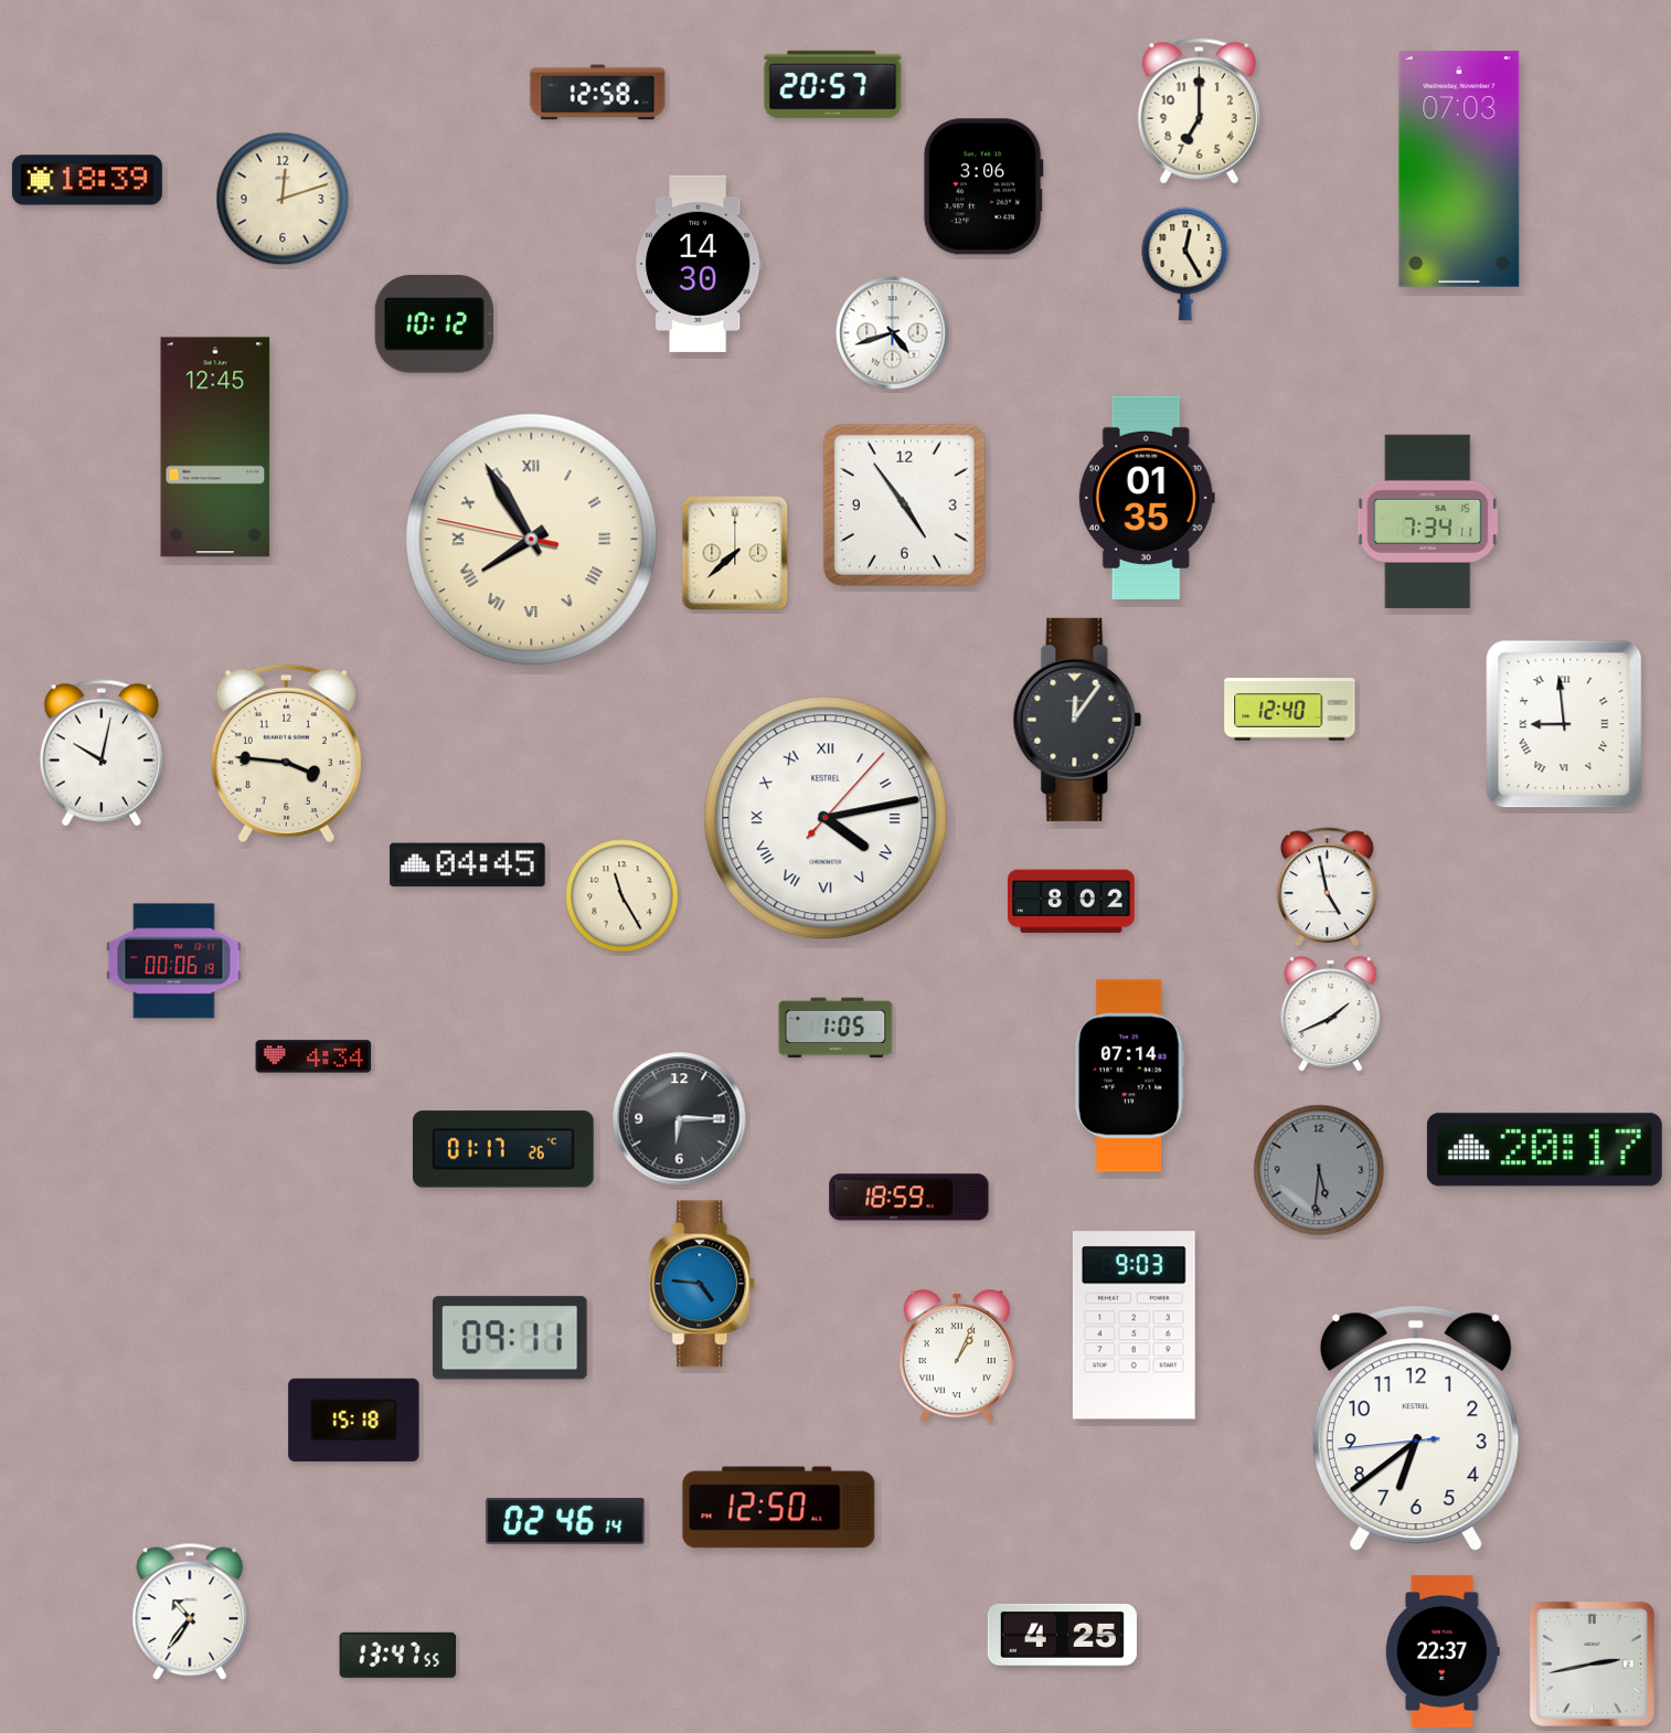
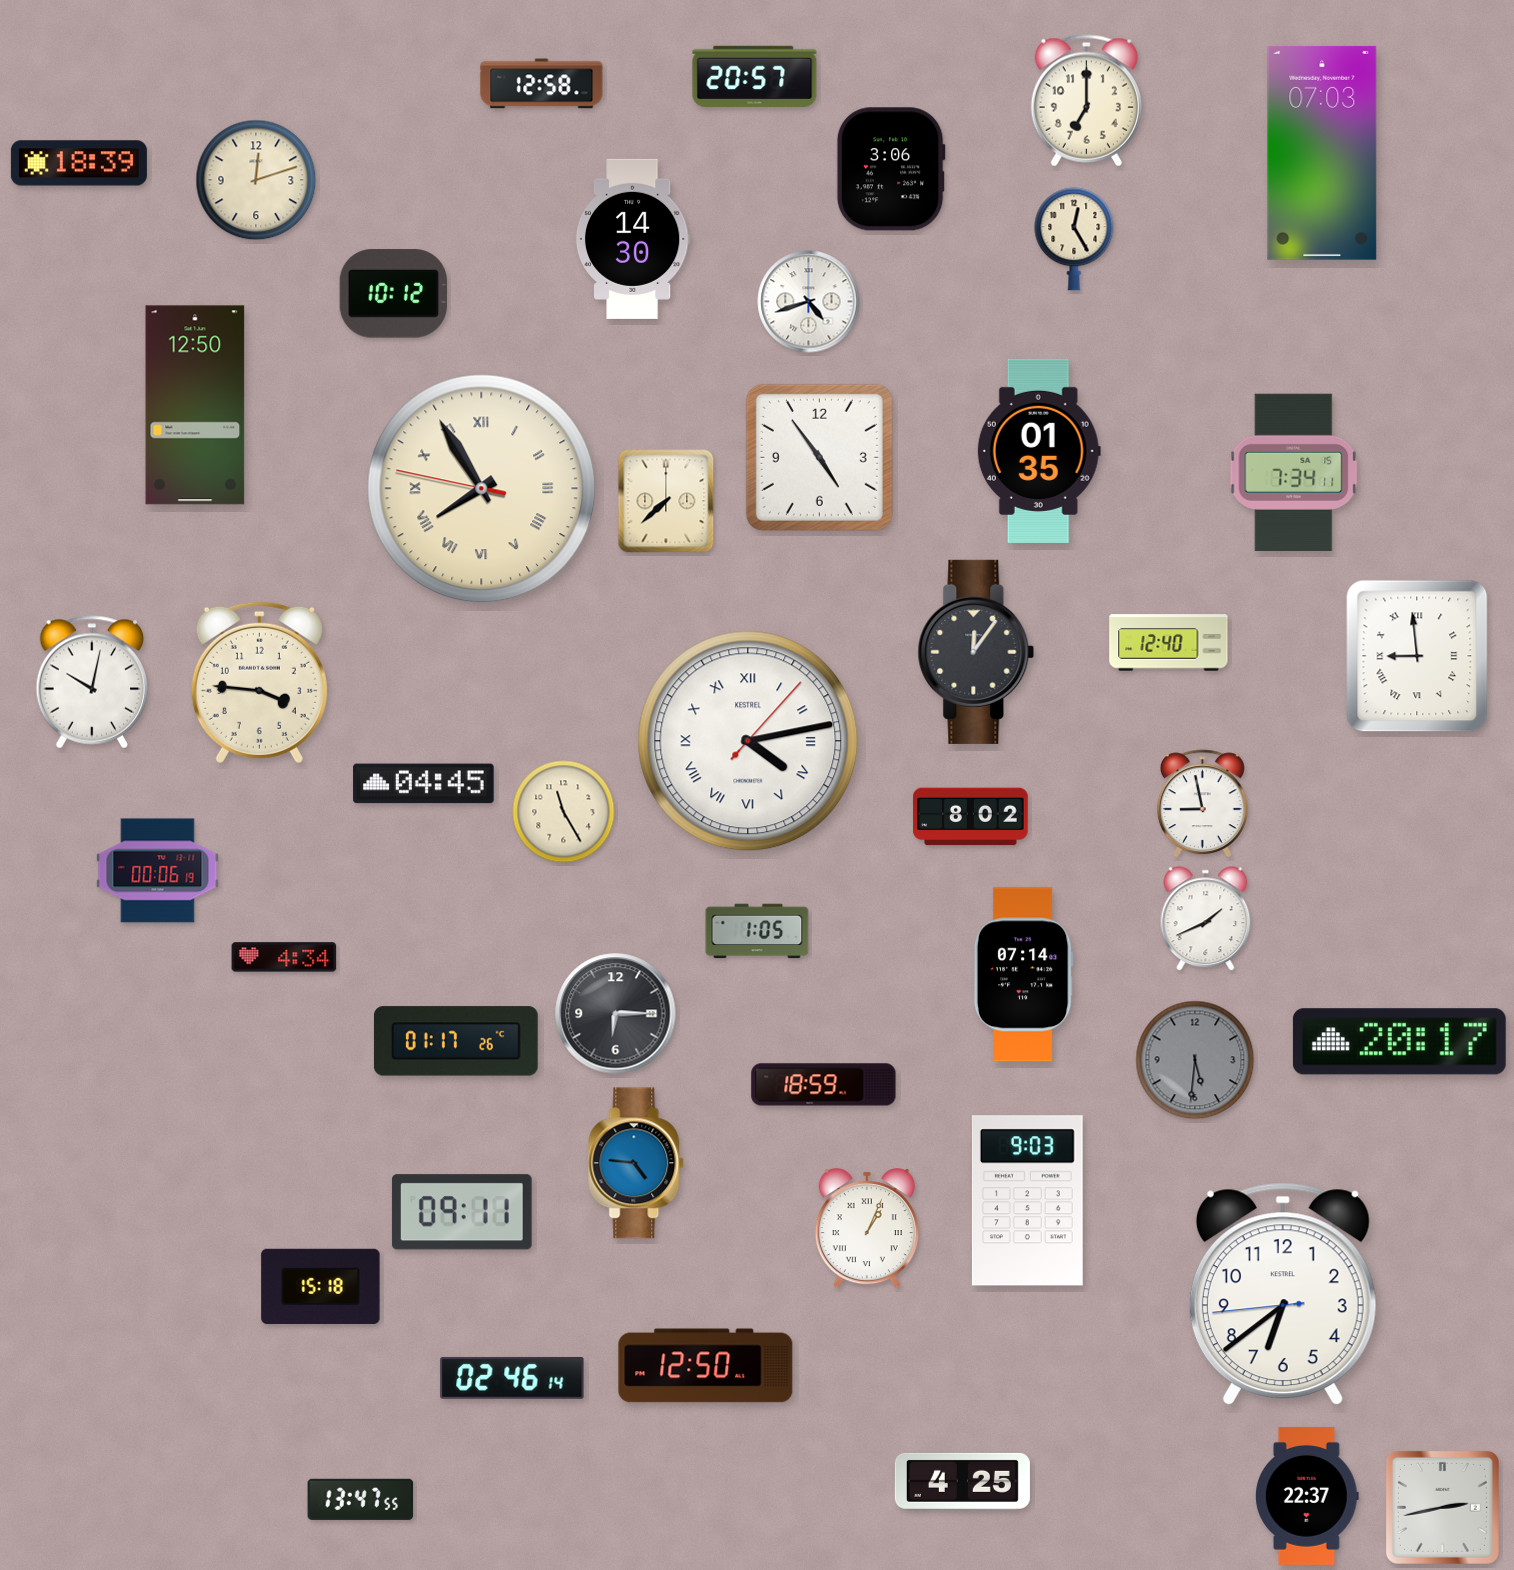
clock at (215, 447): 12:45 -> 12:50
clock at (1327, 887): 4:58 -> 8:58
clock at (190, 1612): 10:36 -> none
